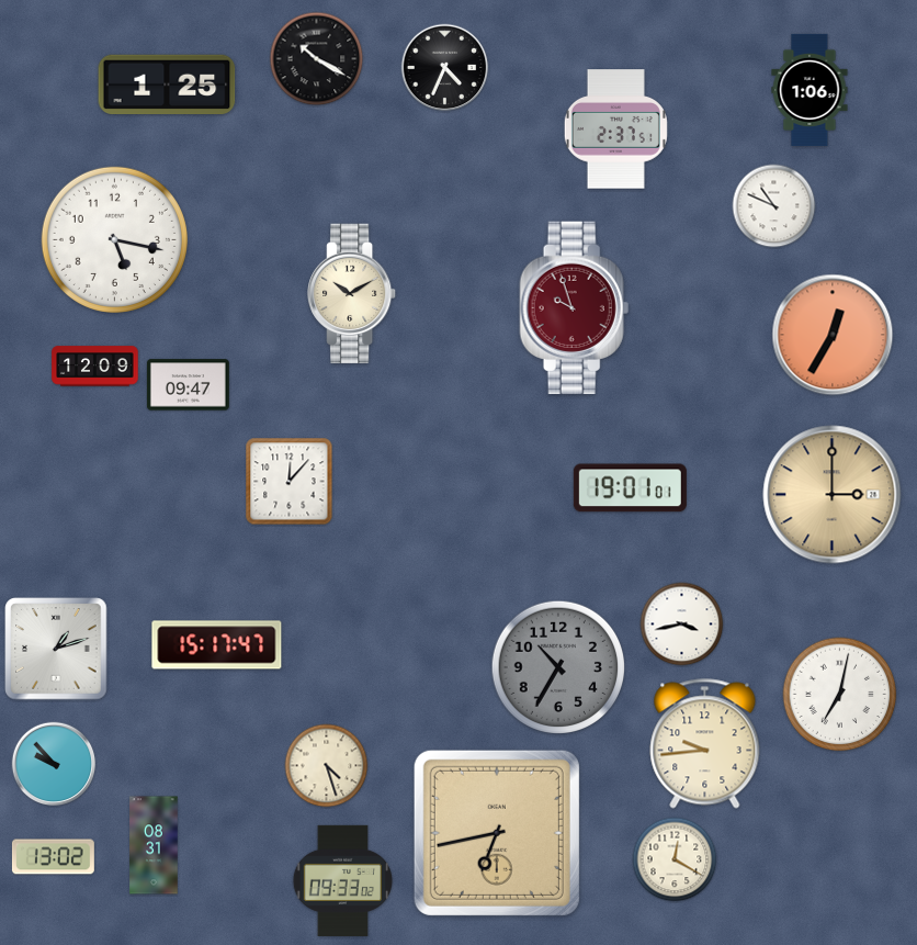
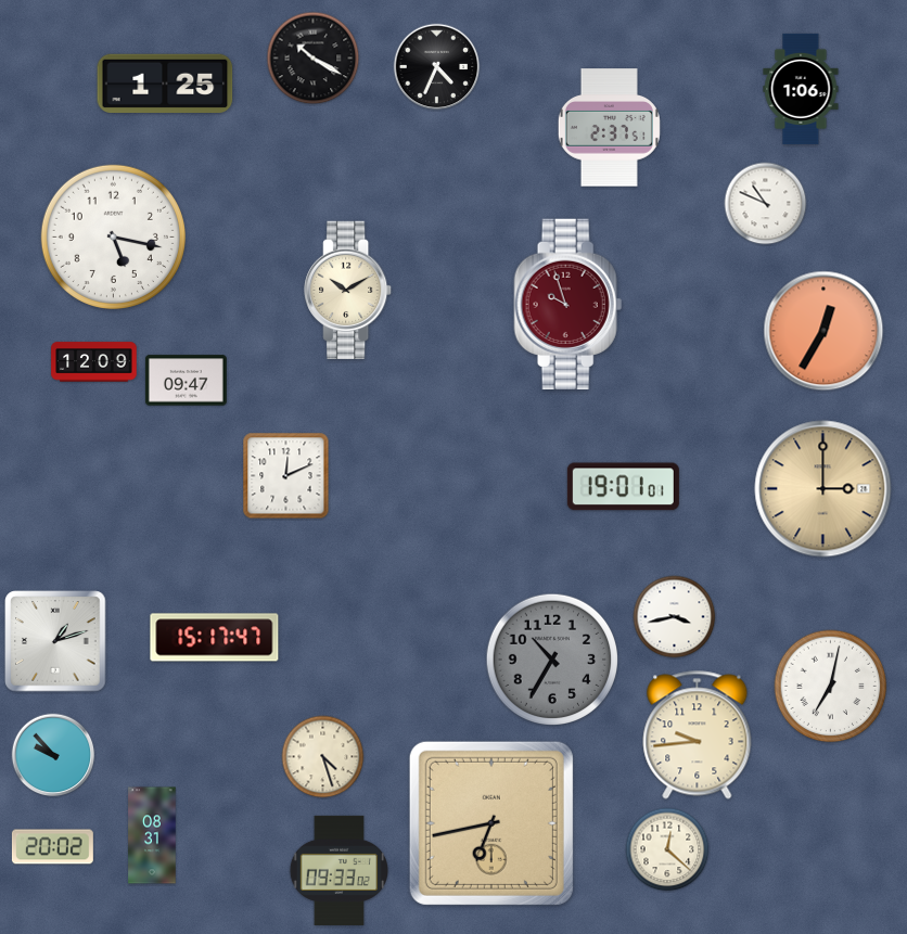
clock at (445, 68) position: (445, 68) -> (437, 67)
clock at (290, 482): 12:07 -> 12:11
clock at (630, 488) position: (630, 488) -> (623, 487)
clock at (53, 857): 13:02 -> 20:02
clock at (675, 859): 12:20 -> 12:22
